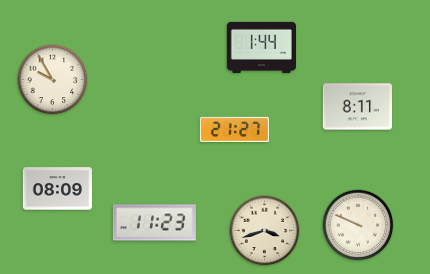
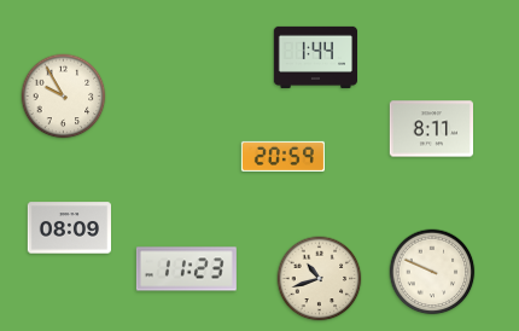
clock at (234, 129): 21:27 -> 20:59
clock at (265, 231): 3:42 -> 10:42
